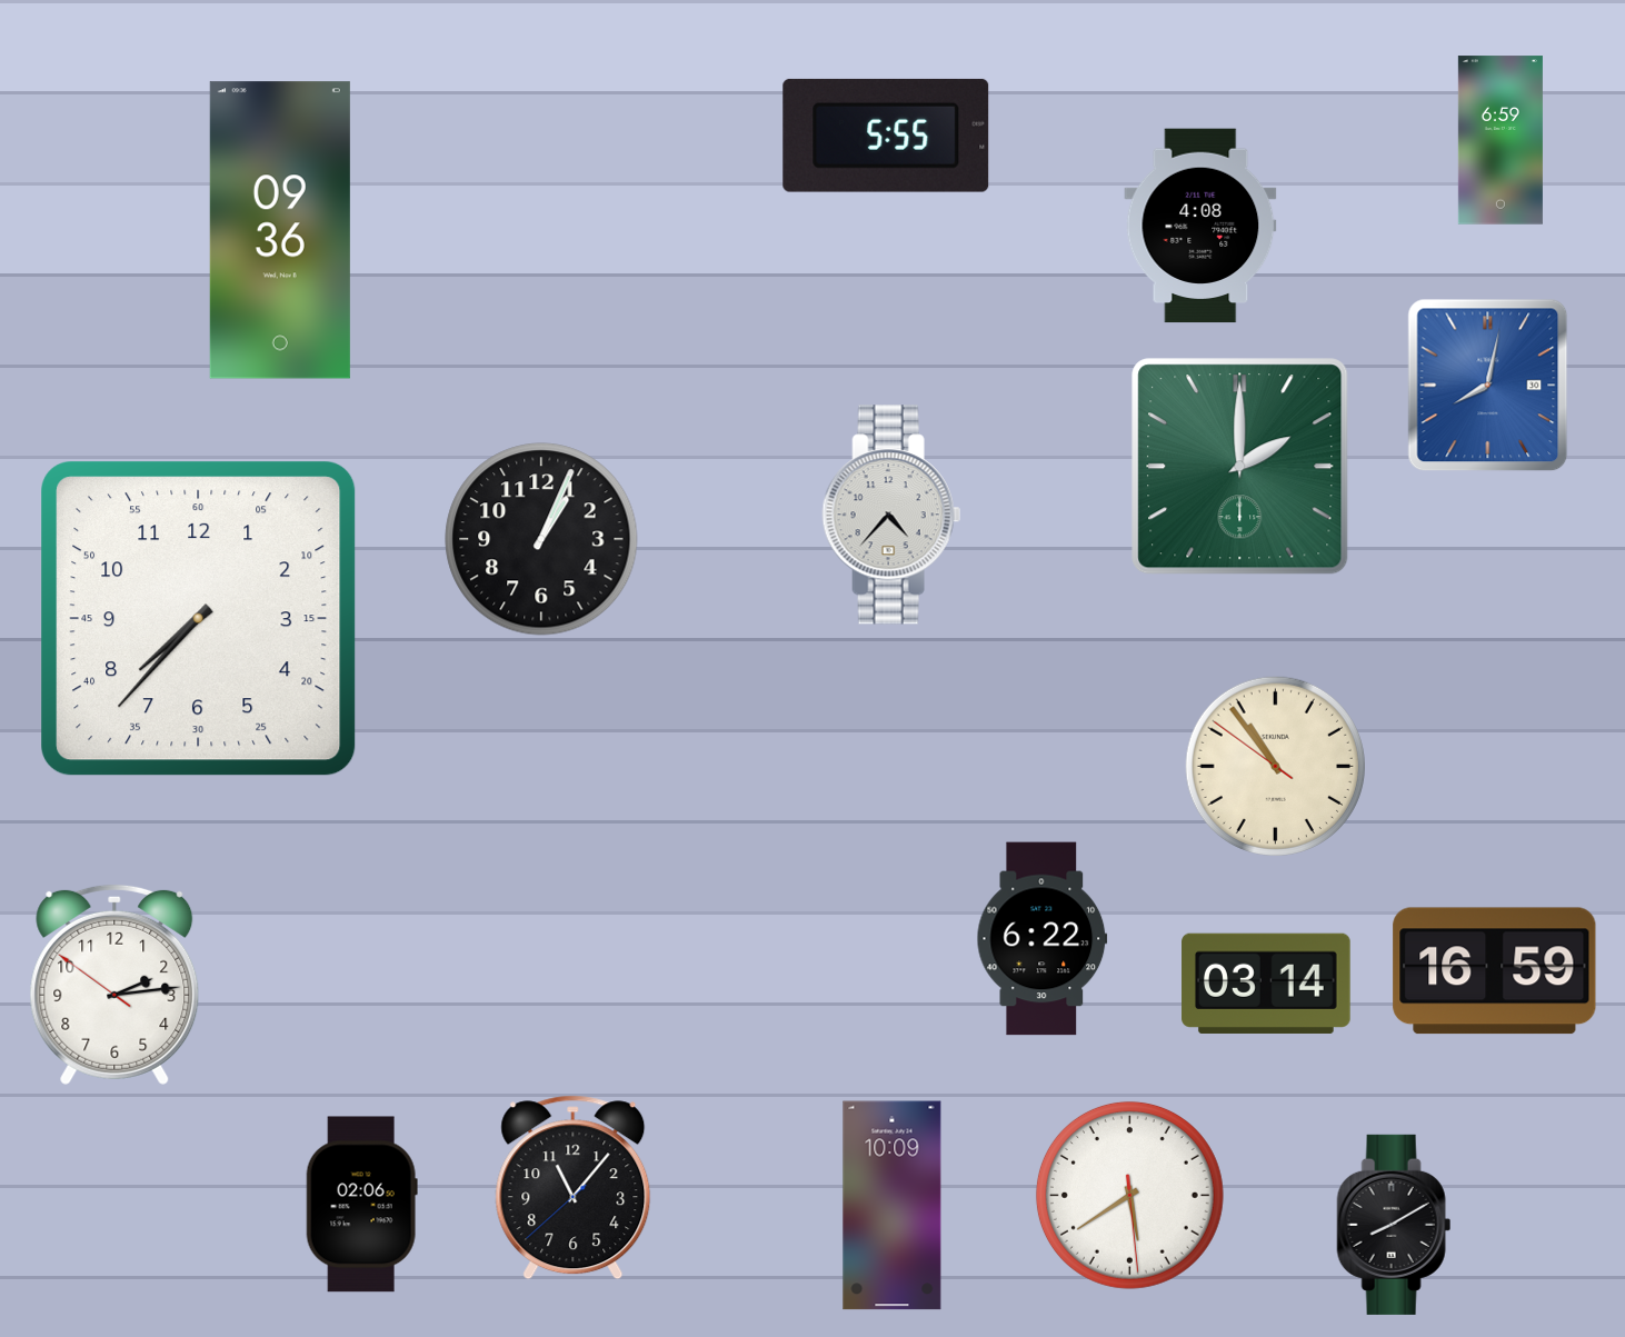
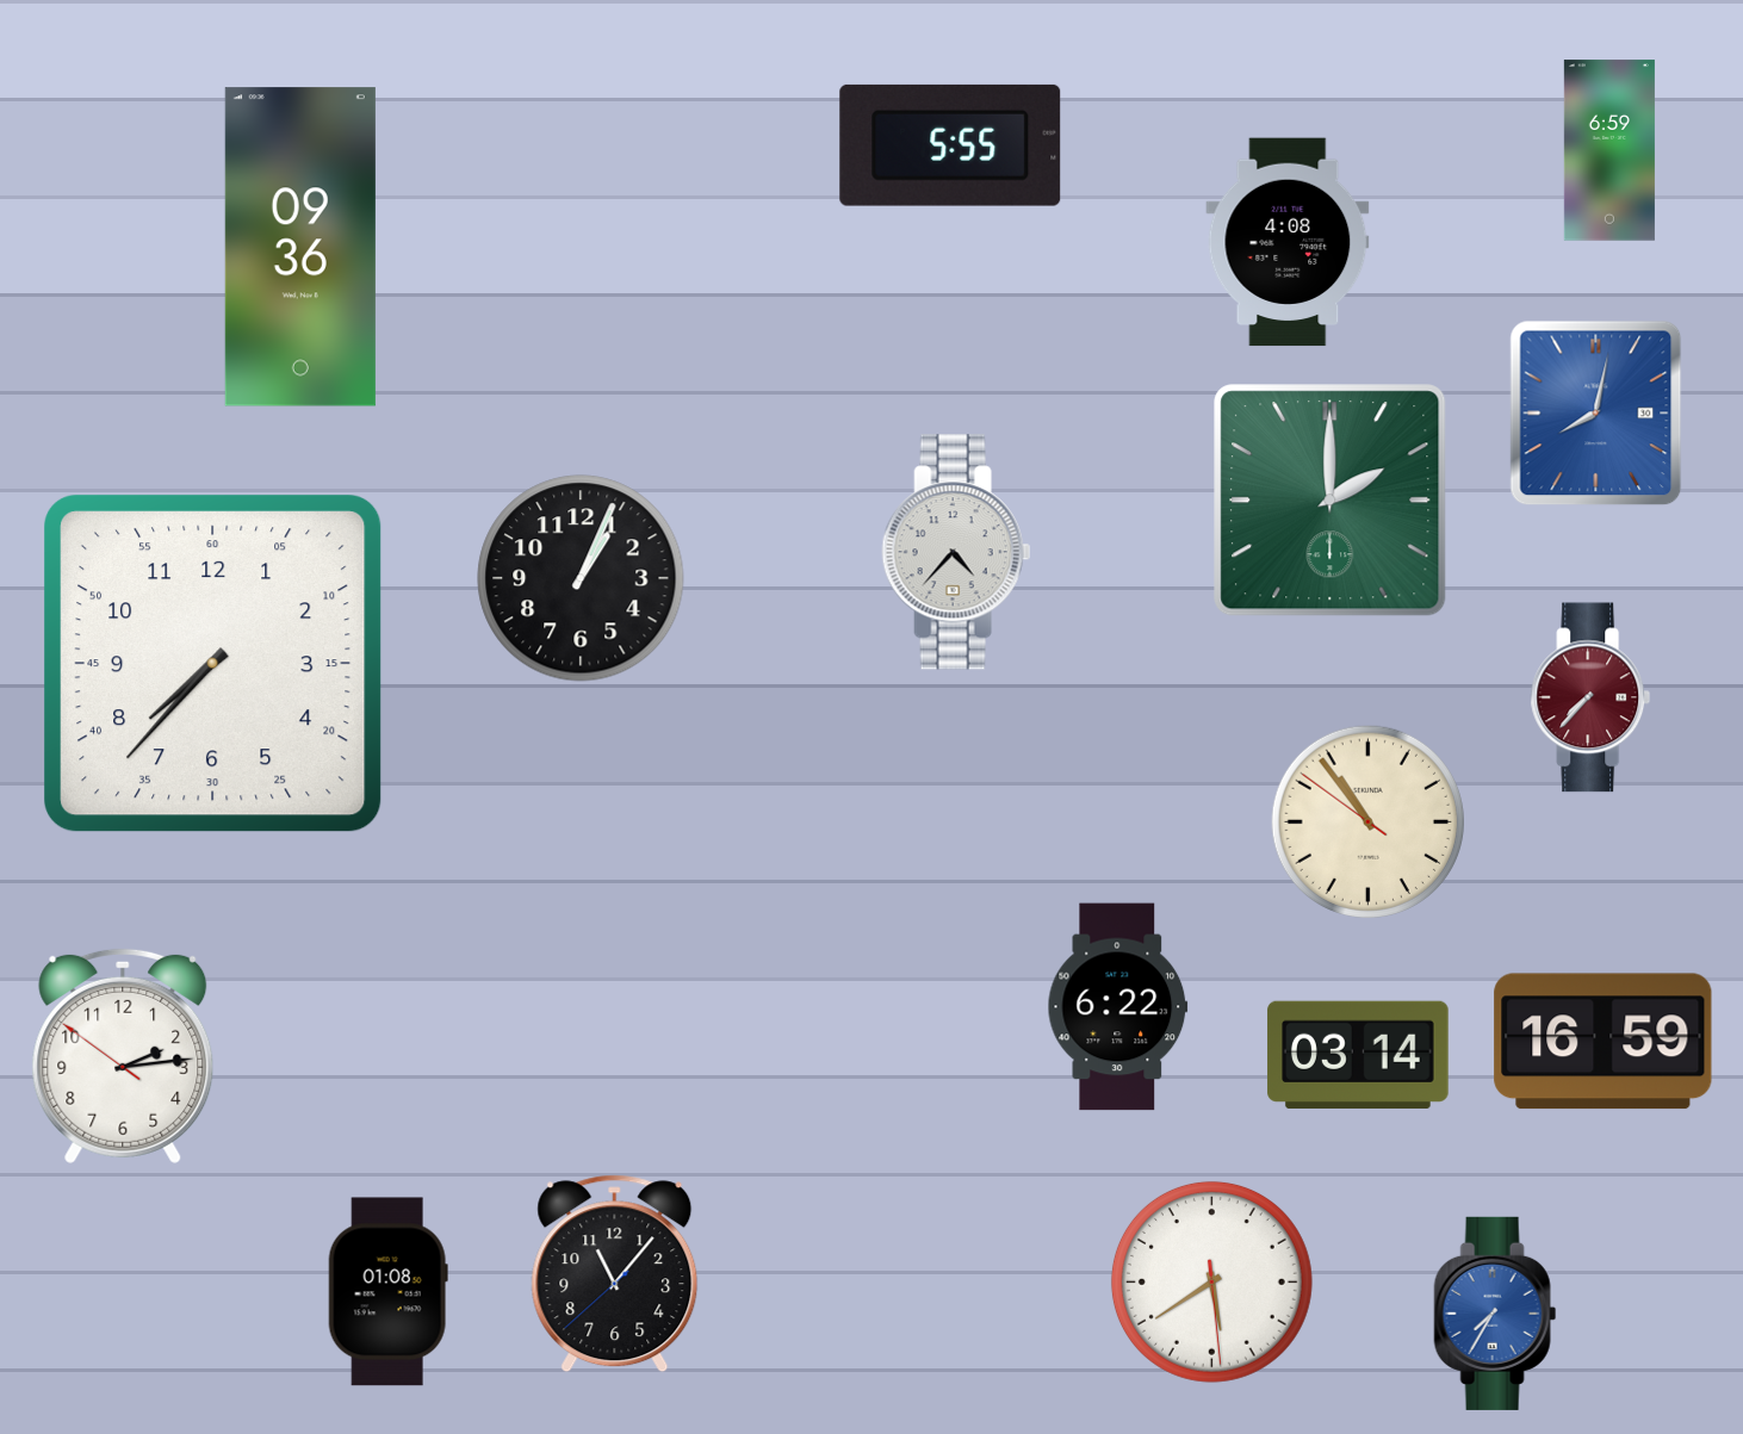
clock at (1590, 697): none -> 7:37
clock at (361, 1205): 02:06 -> 01:08
clock at (893, 1206): 10:09 -> none
clock at (1394, 1225): 8:10 -> 7:35
clock at (1394, 1225) dial: black -> blue
